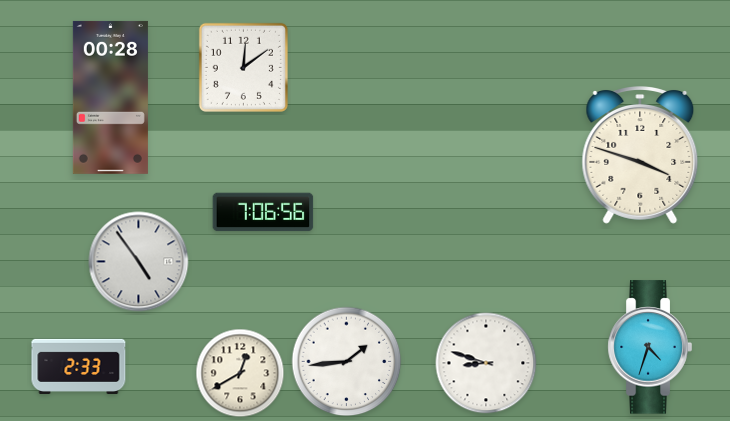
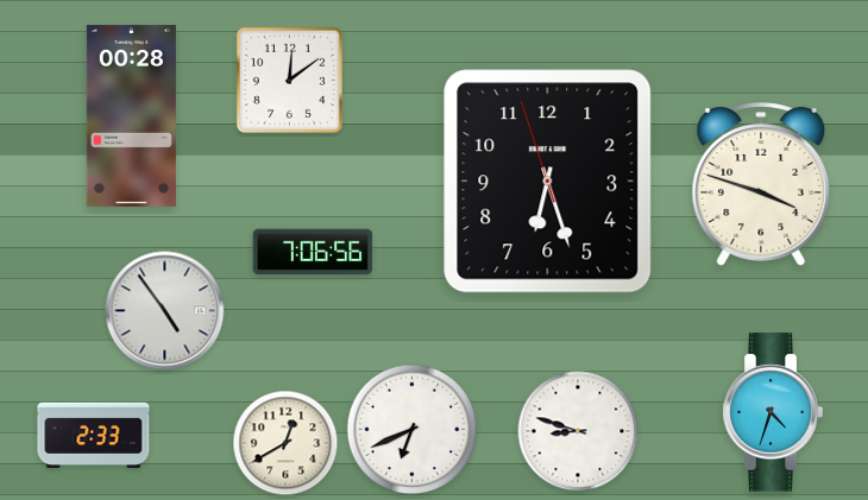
clock at (548, 182): none -> 6:26
clock at (347, 362): 1:44 -> 6:41
